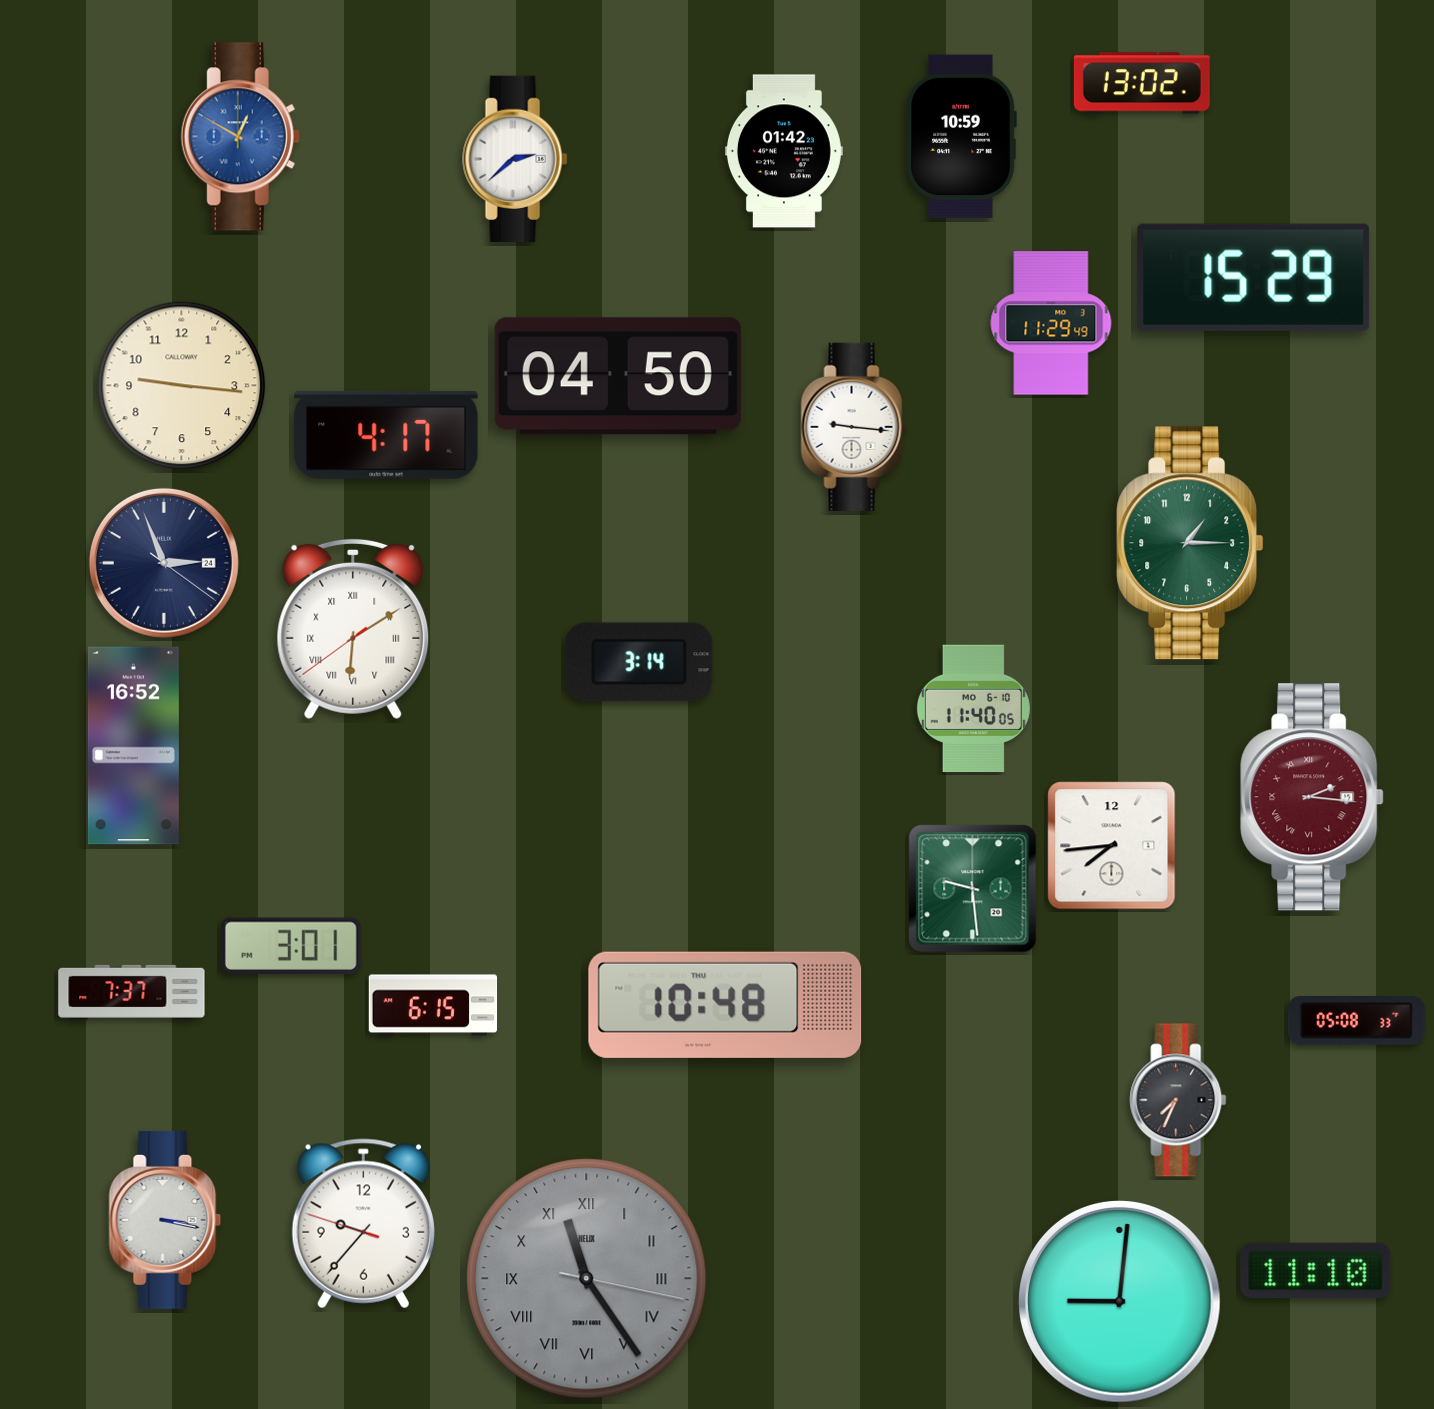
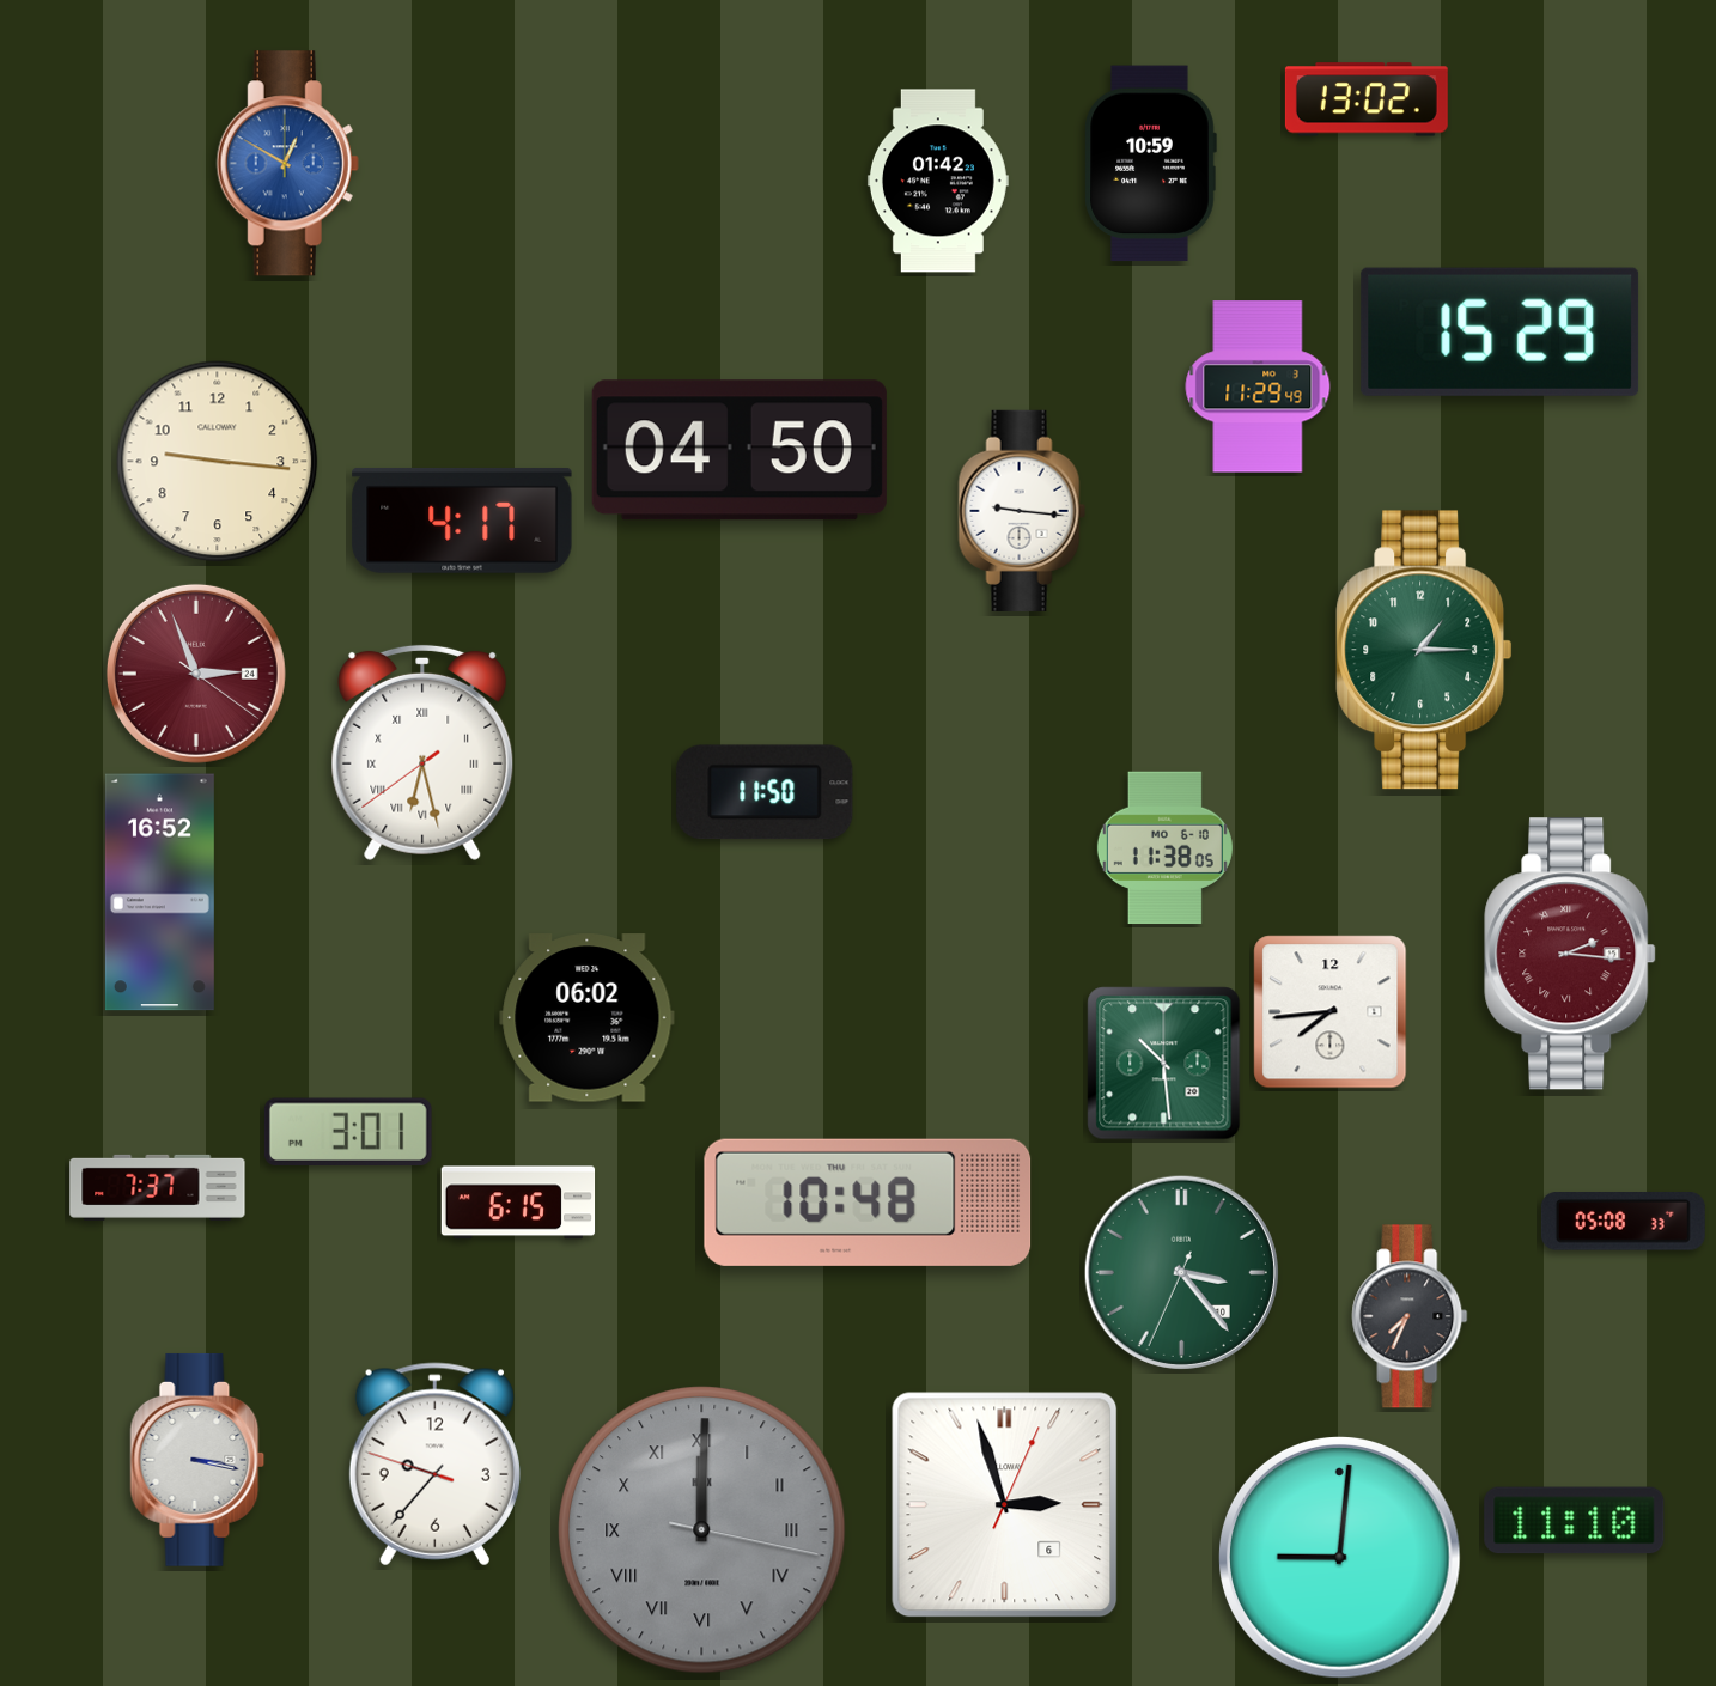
clock at (515, 159): 2:38 -> none
clock at (164, 563) dial: navy -> burgundy
clock at (353, 629): 6:09 -> 6:27
clock at (639, 662): 3:14 -> 11:50
clock at (973, 709): 11:40 -> 11:38
clock at (588, 1018): none -> 06:02
clock at (973, 889): 9:29 -> 10:29
clock at (1181, 1272): none -> 3:23
clock at (1005, 1505): none -> 2:57
clock at (587, 1279): 11:24 -> 12:00
